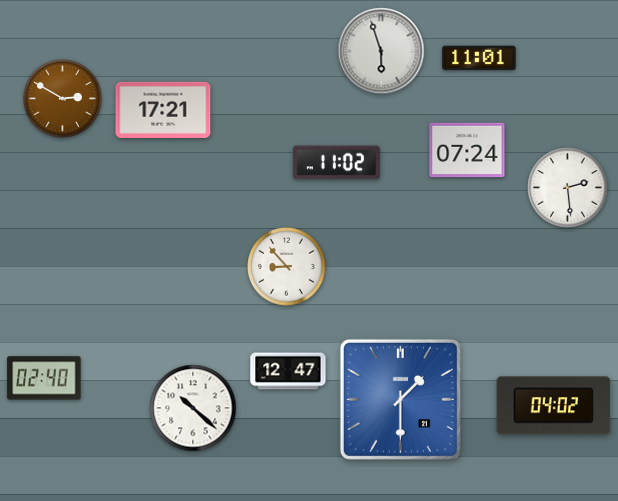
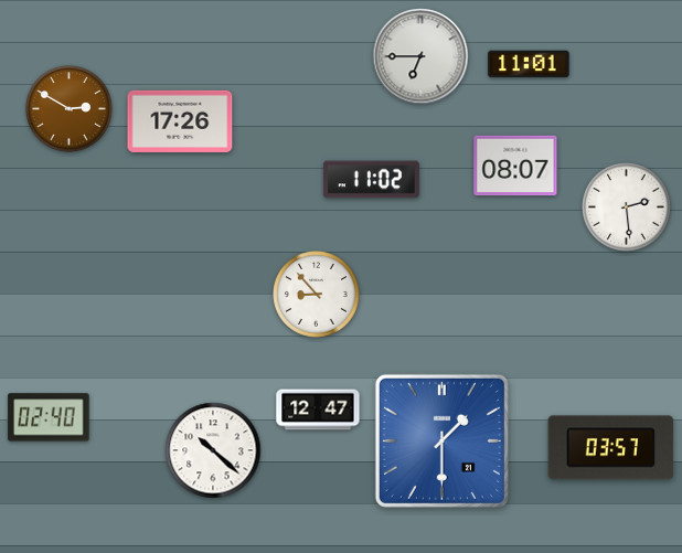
clock at (381, 51): 5:57 -> 6:45
clock at (163, 110): 17:21 -> 17:26
clock at (467, 150): 07:24 -> 08:07
clock at (554, 406): 04:02 -> 03:57
